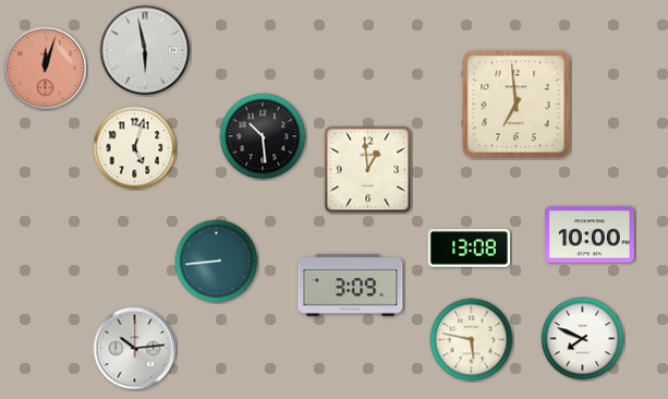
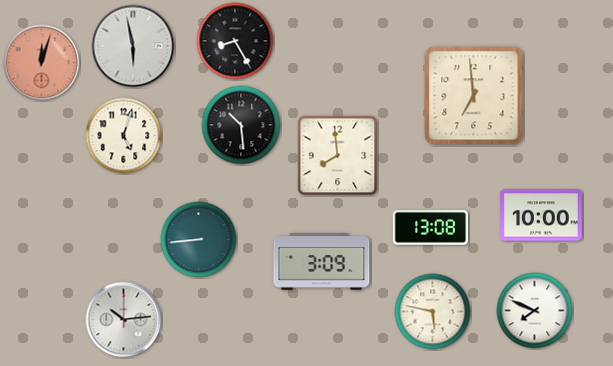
clock at (235, 41): none -> 8:25
clock at (368, 170): 12:59 -> 7:59
